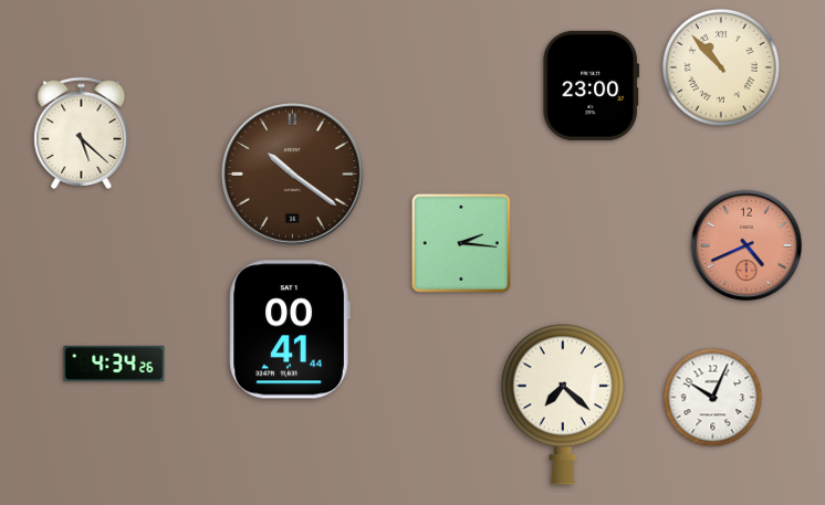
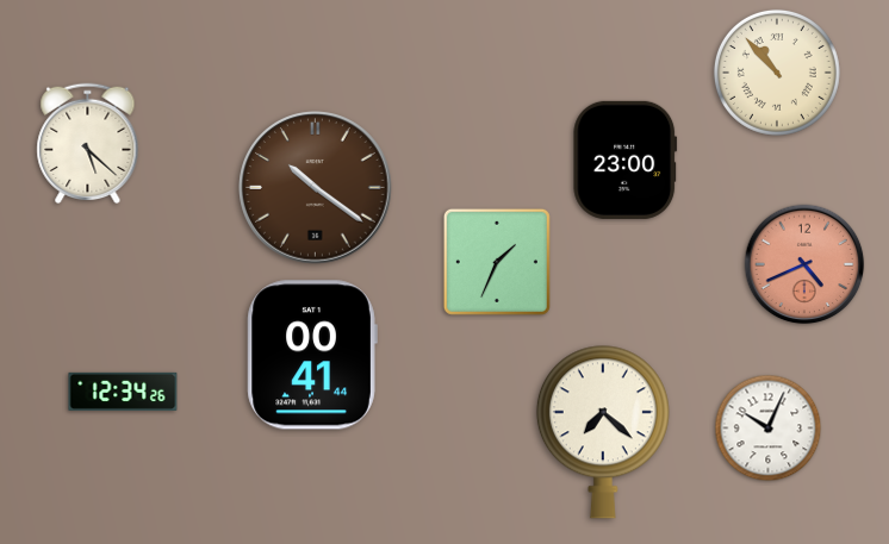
clock at (592, 85) position: (592, 85) -> (626, 160)
clock at (461, 243): 2:16 -> 1:34
clock at (114, 364): 4:34 -> 12:34
clock at (563, 404) position: (563, 404) -> (603, 432)
